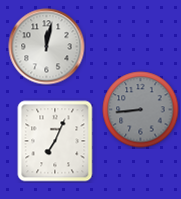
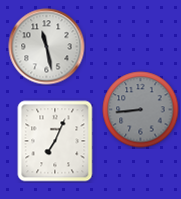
clock at (47, 47): 12:02 -> 11:28
